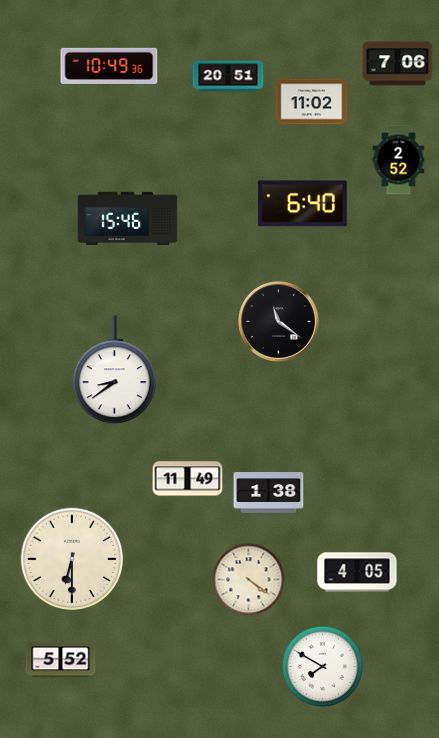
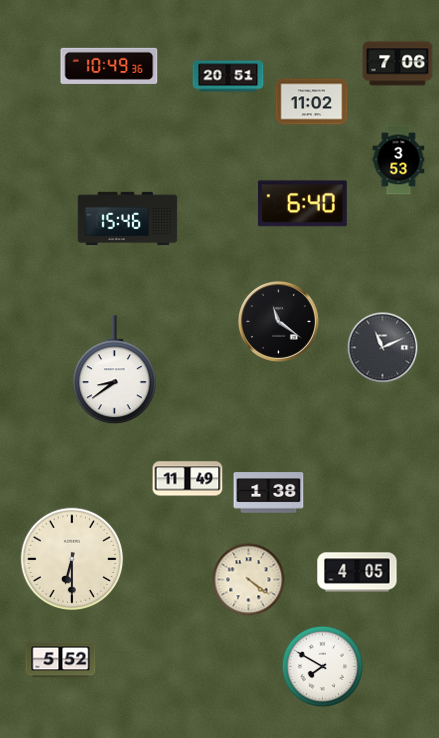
clock at (399, 160): 2:52 -> 3:53
clock at (383, 348): none -> 11:11
